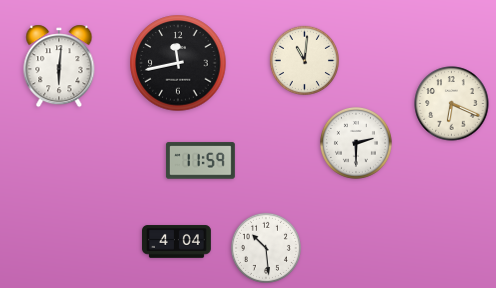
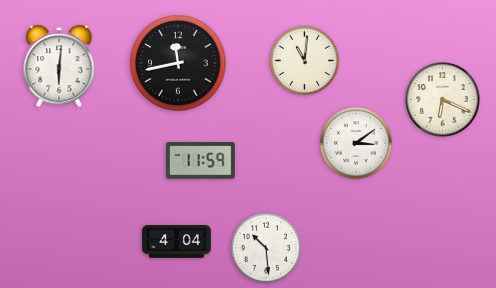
clock at (452, 104) position: (452, 104) -> (443, 100)
clock at (356, 143): 2:30 -> 3:09
